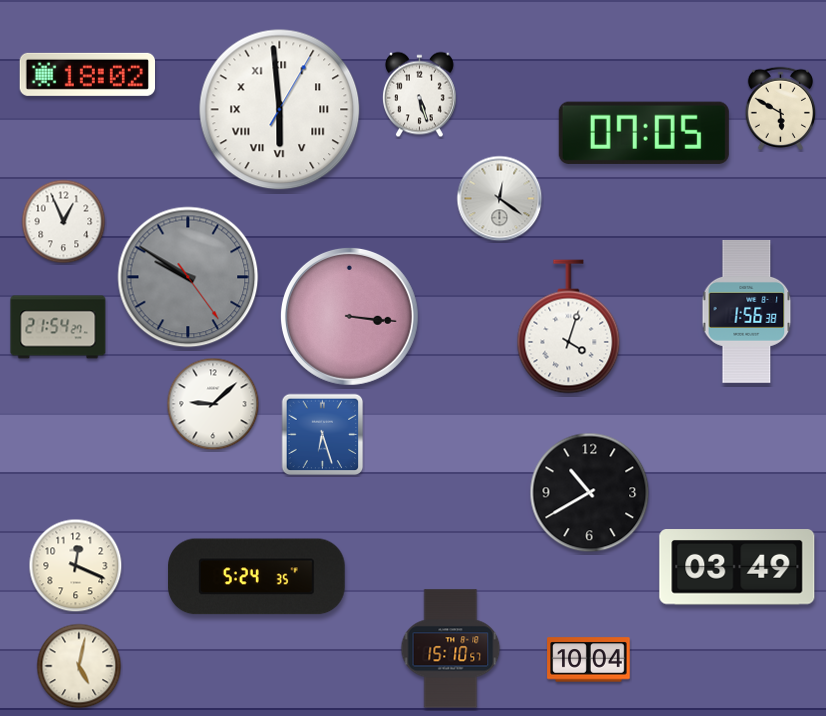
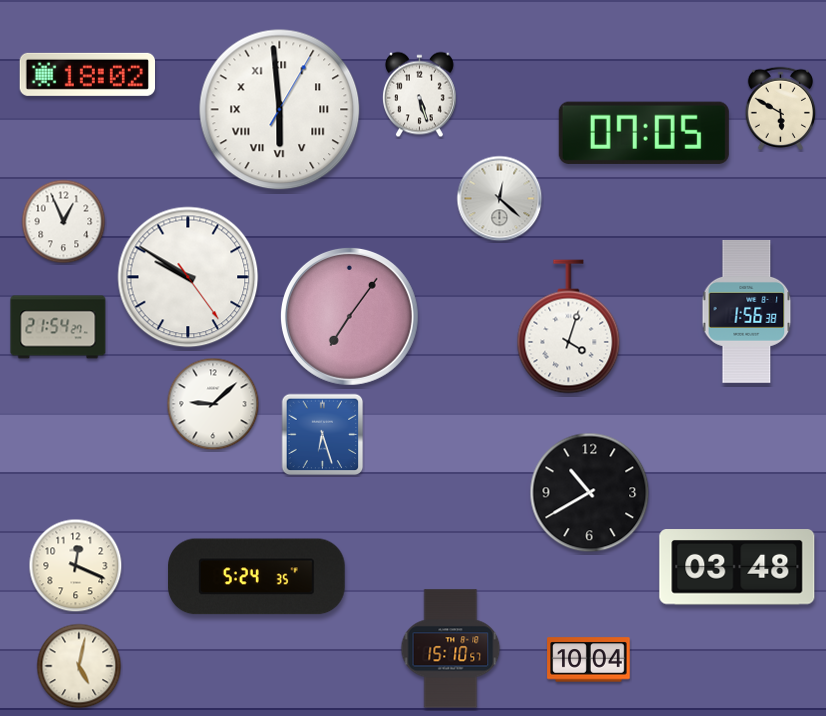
clock at (500, 199): 12:21 -> 12:22
clock at (188, 277) dial: grey -> white
clock at (349, 316): 3:16 -> 7:06
clock at (737, 567): 03:49 -> 03:48
